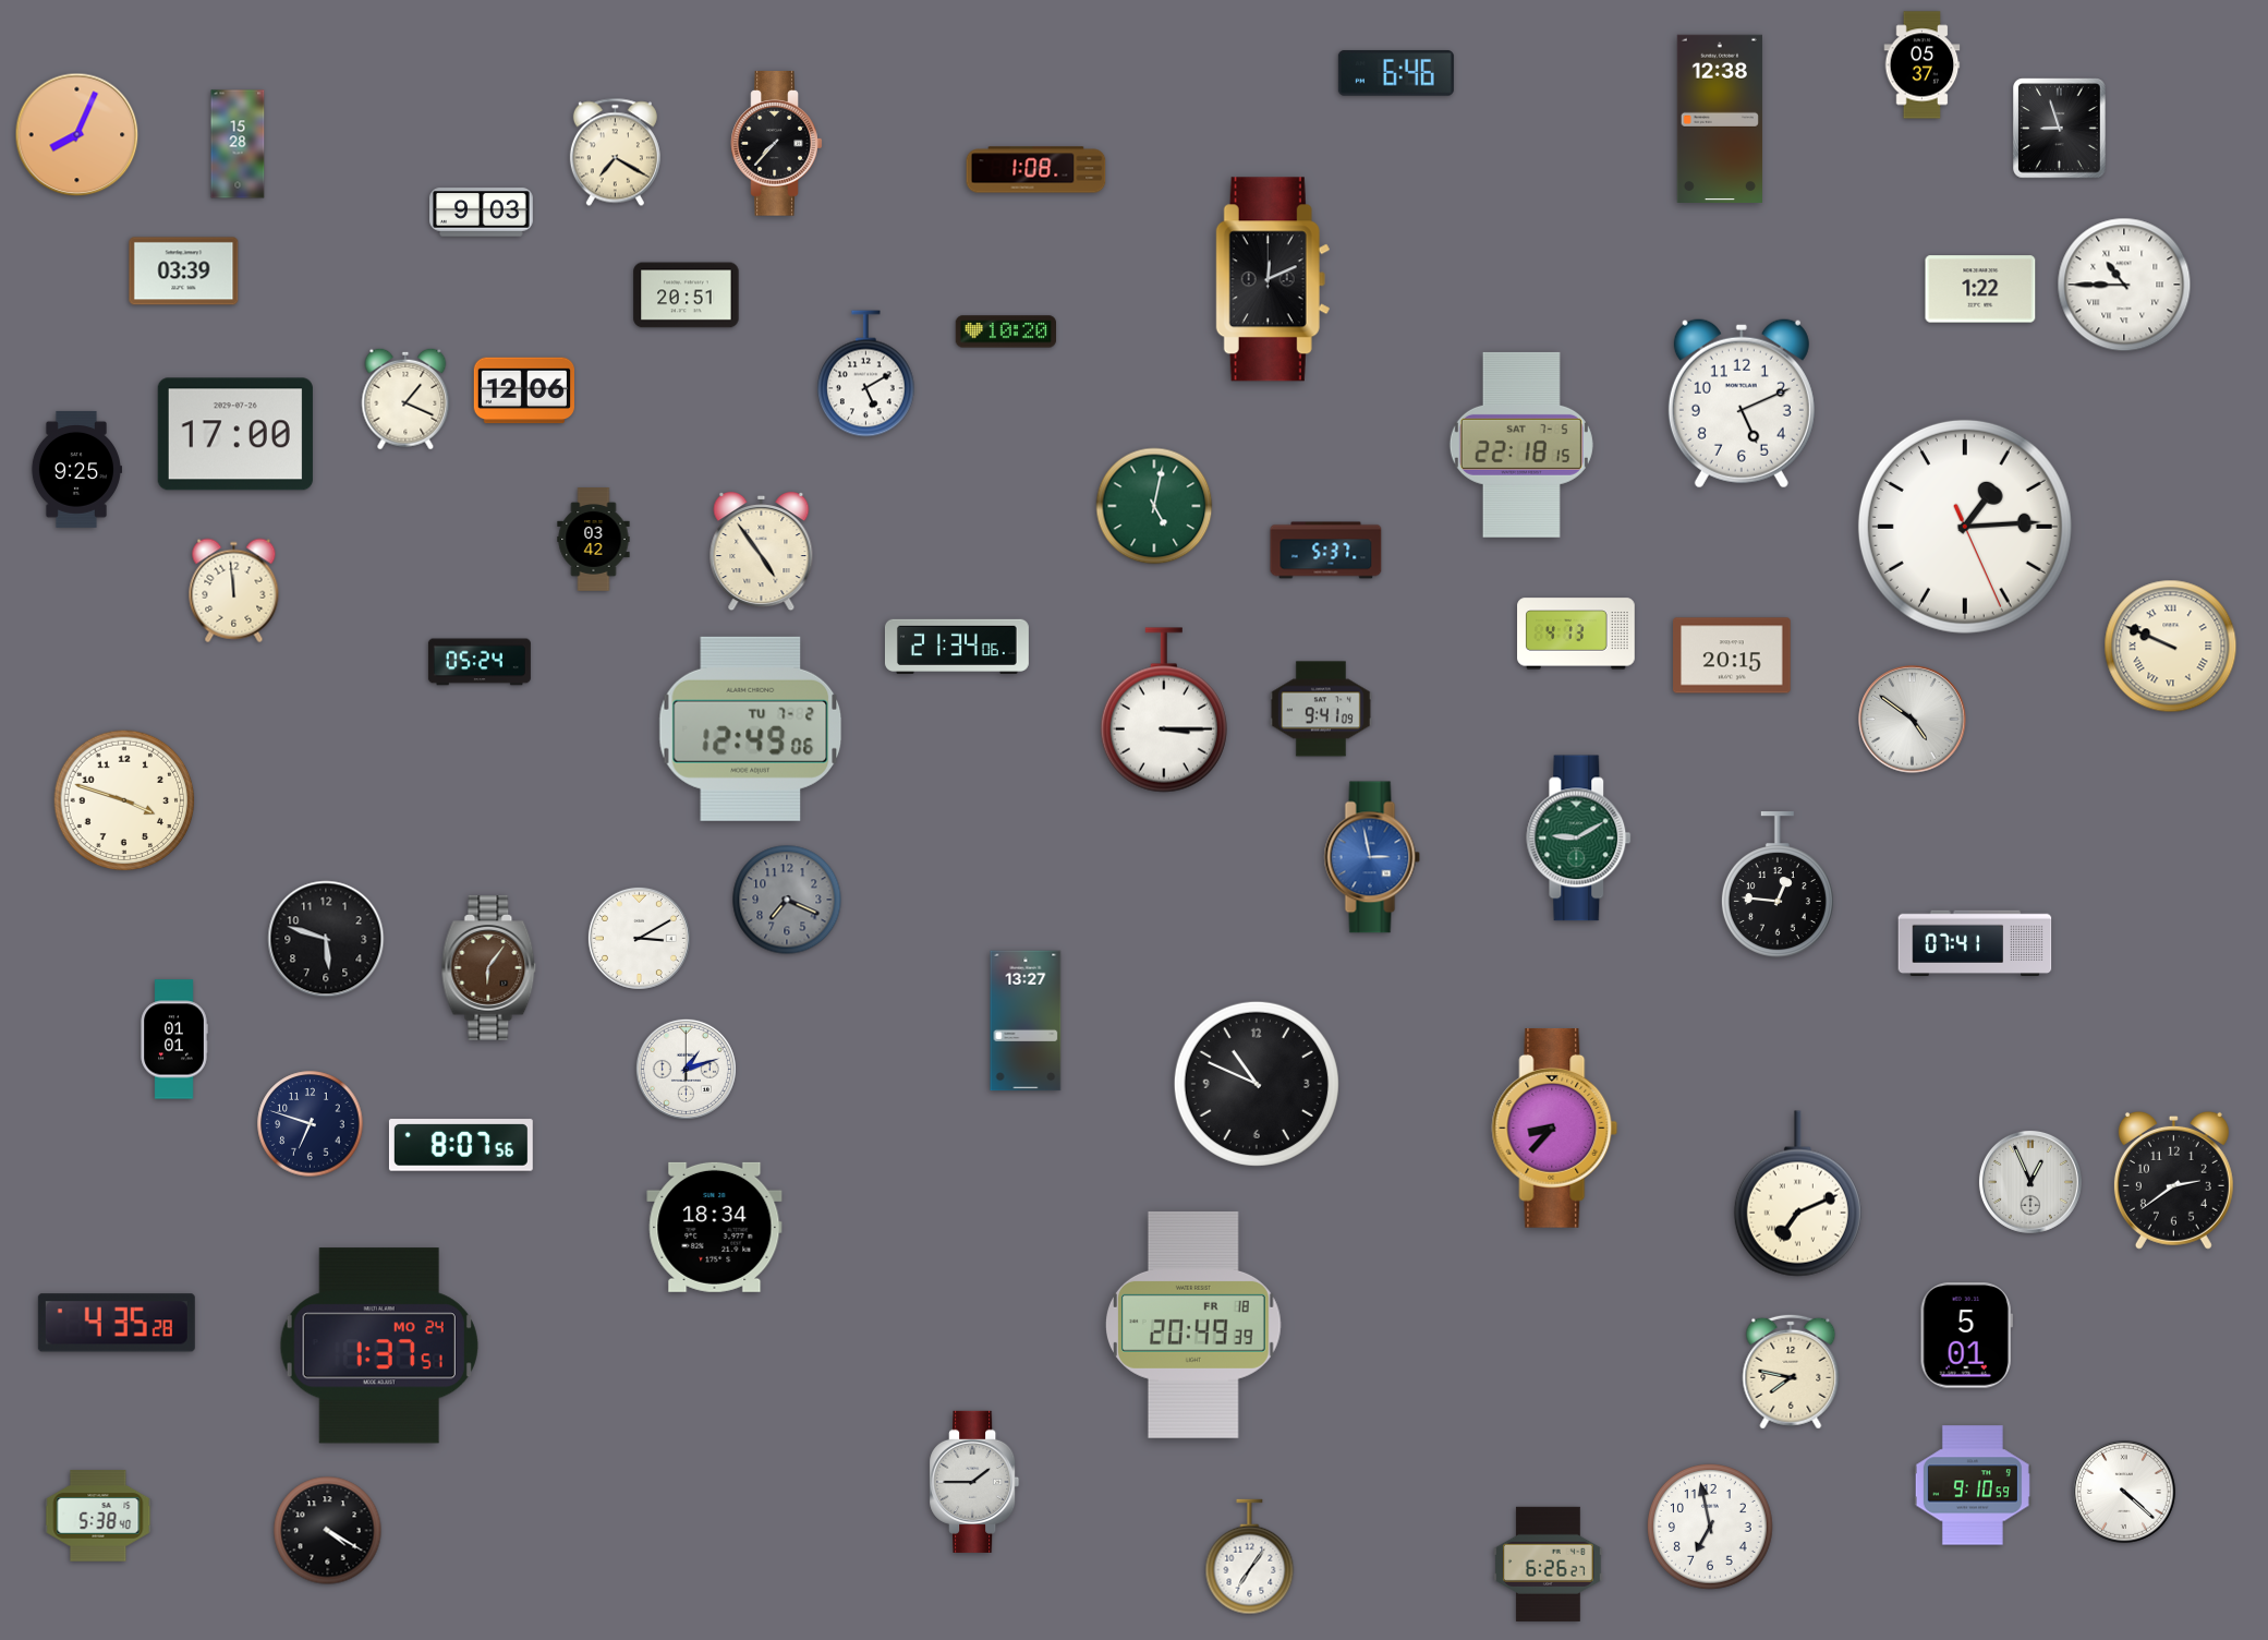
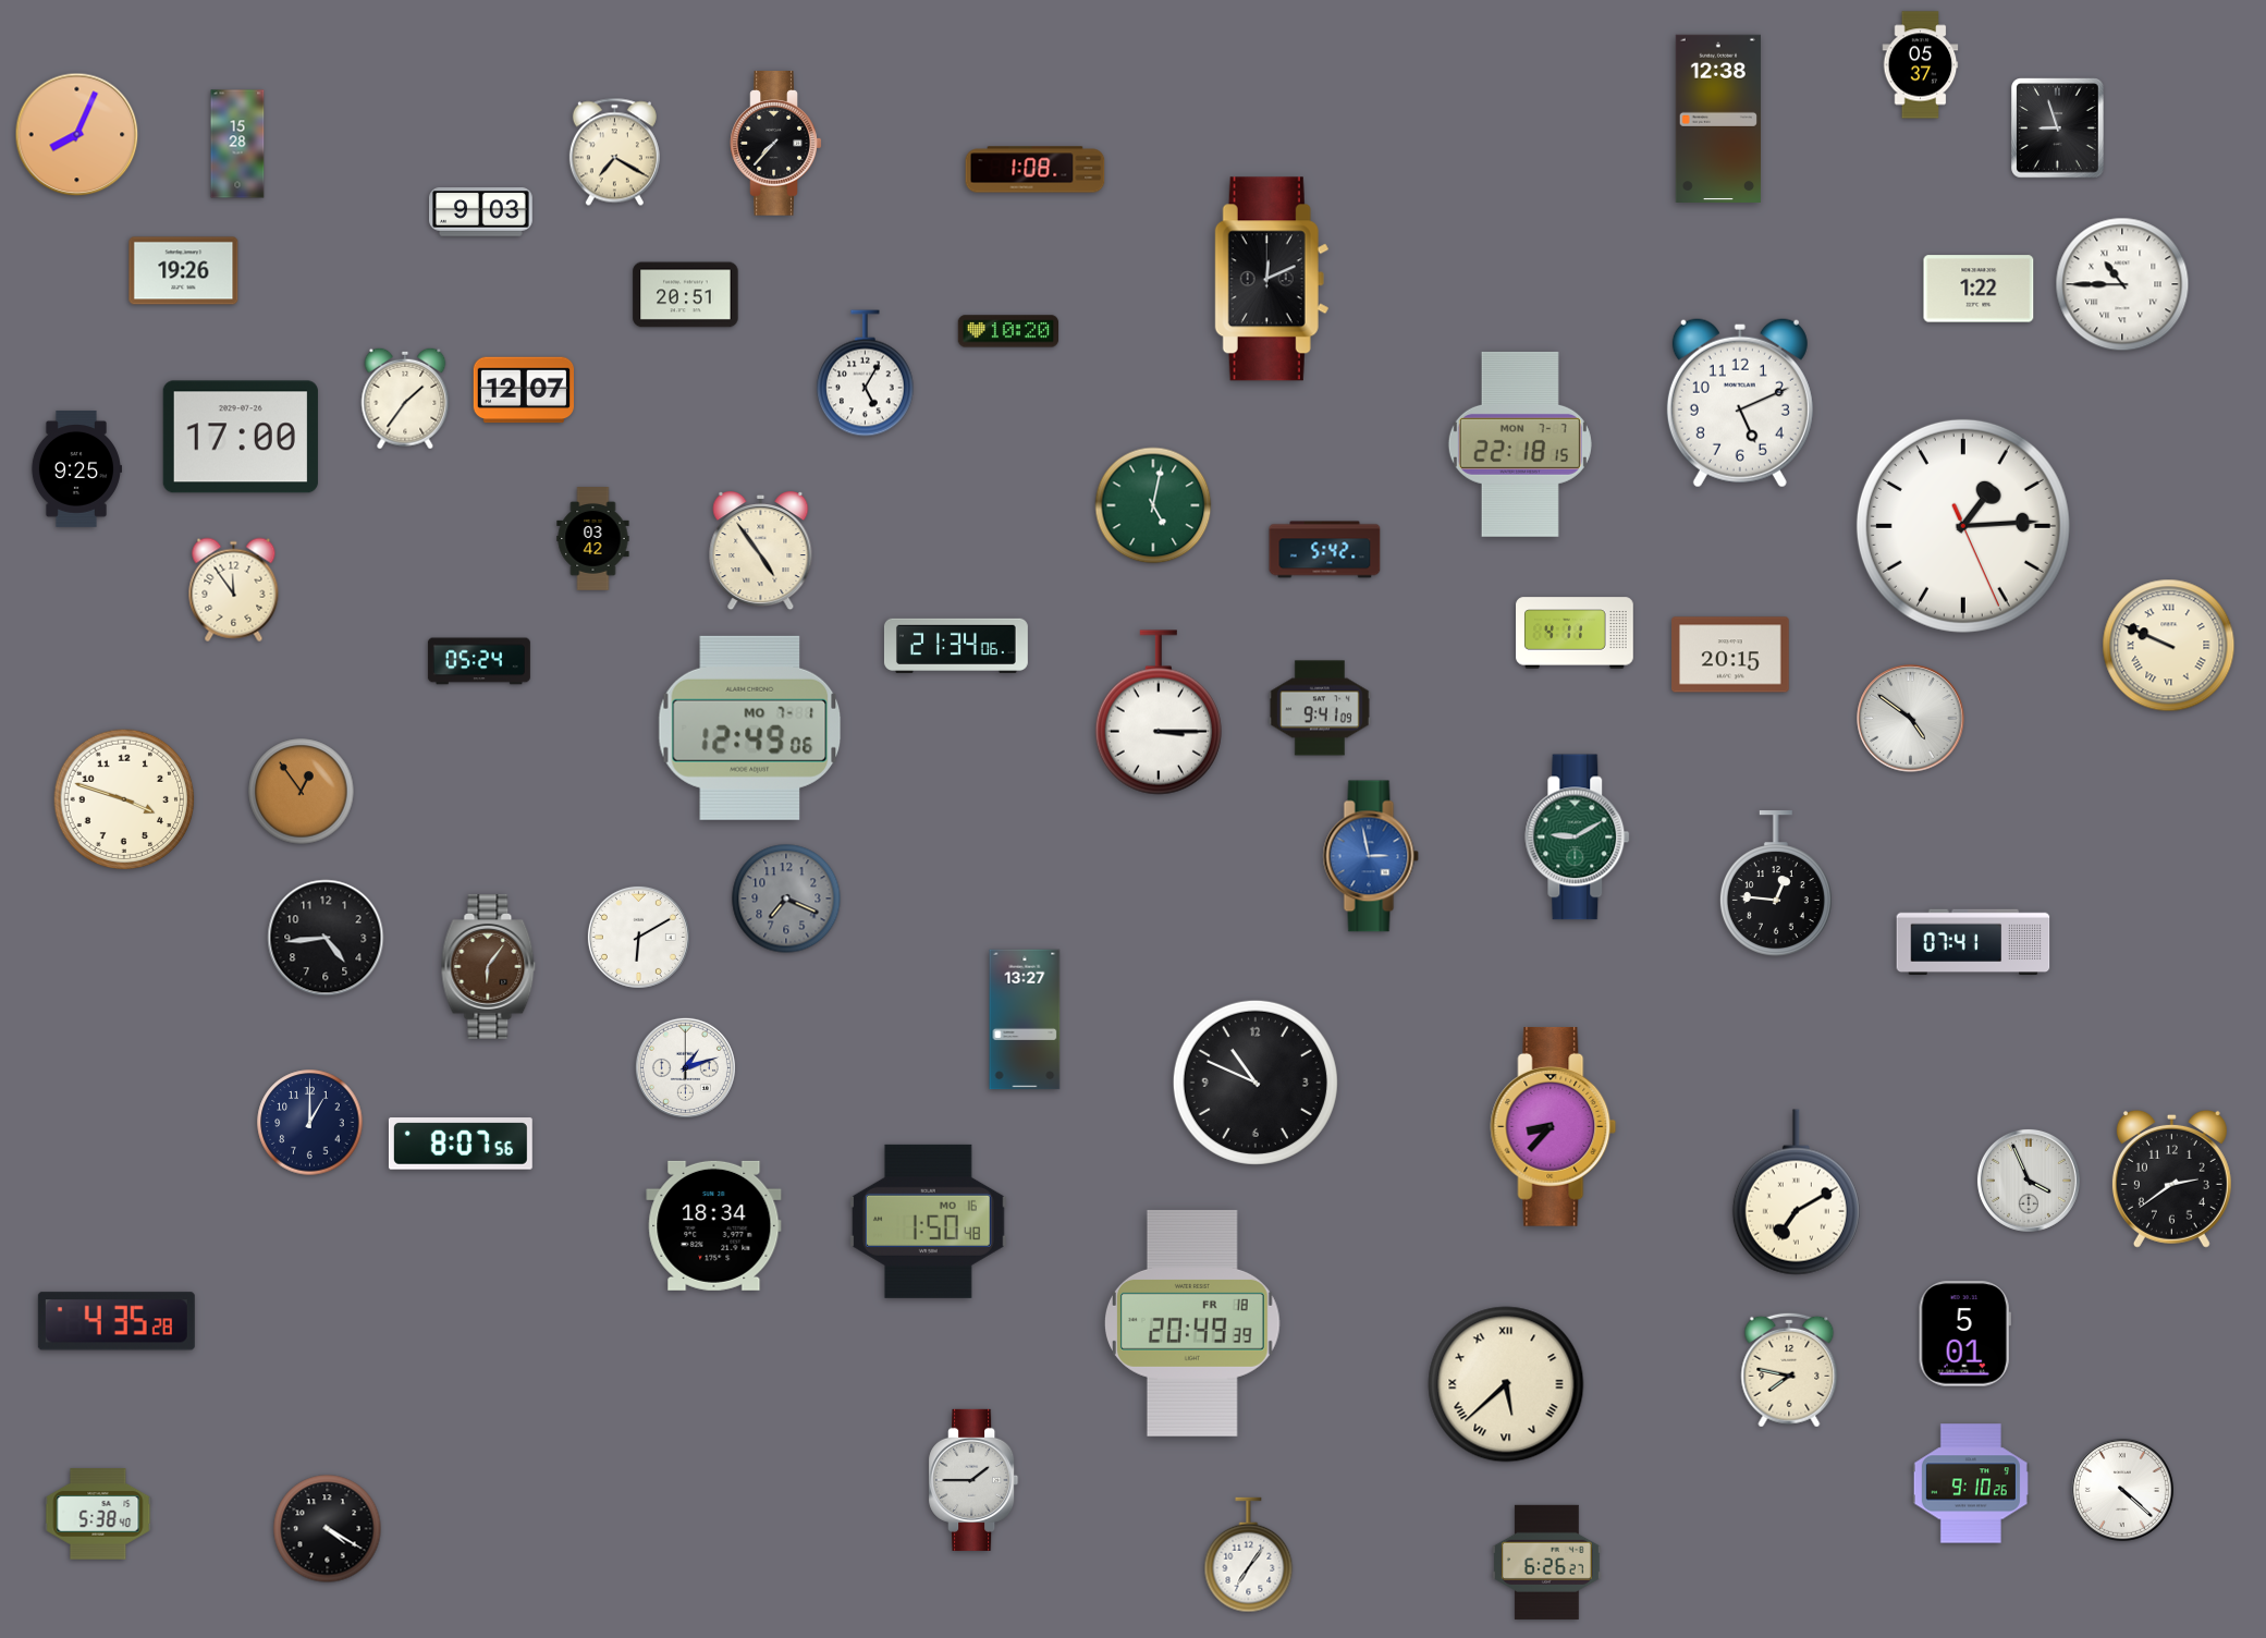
clock at (1396, 73): 6:46 -> none
clock at (184, 272): 03:39 -> 19:26
clock at (1005, 331) position: (1005, 331) -> (1007, 331)
clock at (866, 374): 5:10 -> 5:05
clock at (523, 390): 12:06 -> 12:07
clock at (405, 399): 1:19 -> 1:36
clock at (235, 434) position: (235, 434) -> (241, 437)
clock at (1521, 445) date: SAT 7-5 -> MON 7-7
clock at (1326, 551): 5:37 -> 5:42
clock at (234, 591): 11:59 -> 11:54
clock at (1576, 634): 4:13 -> 4:11
clock at (1164, 710) position: (1164, 710) -> (1159, 712)
clock at (751, 728) date: TU 7-2 -> MO 7-1
clock at (302, 792): none -> 12:54
clock at (639, 938): 3:10 -> 6:10
clock at (326, 939): 5:48 -> 4:44
clock at (174, 1039): 01:01 -> none
clock at (311, 1124): 6:48 -> 1:00
clock at (2030, 1182): 12:56 -> 3:56
clock at (1797, 1194): 7:11 -> 7:10
clock at (928, 1221): none -> 1:50
clock at (379, 1346): 1:37 -> none
clock at (1506, 1384): none -> 5:38
clock at (1973, 1485): 9:10:59 -> 9:10:26
clock at (1711, 1528): 6:58 -> none
